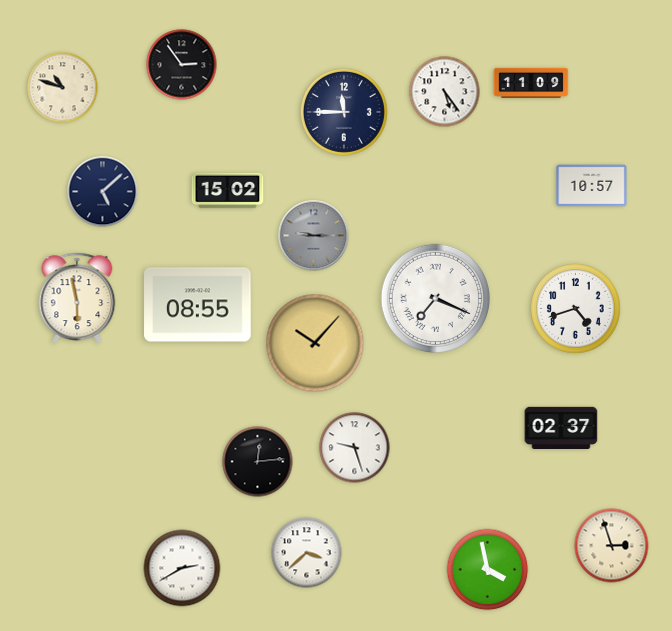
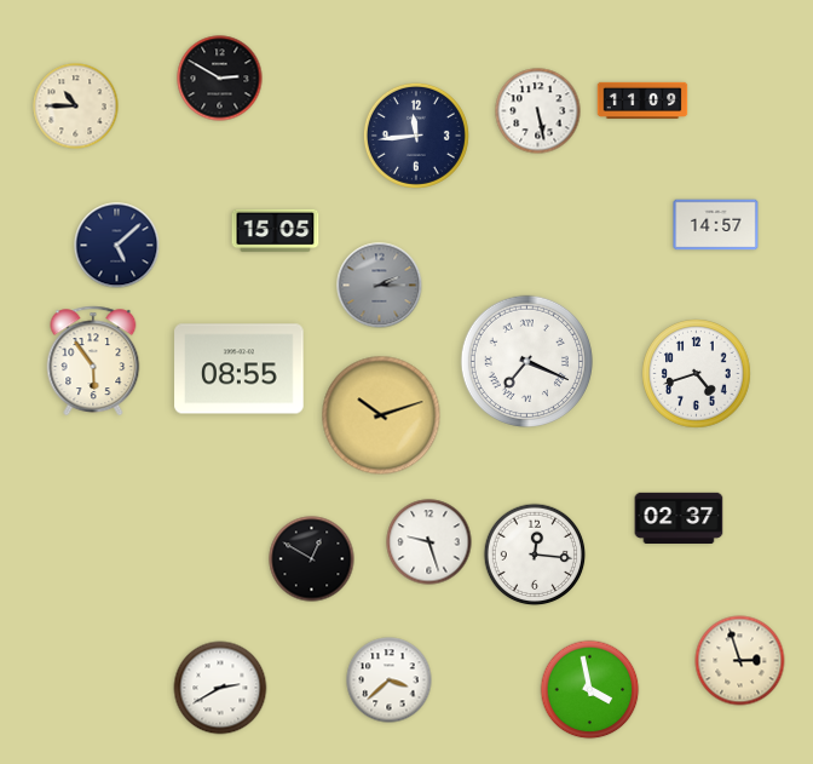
clock at (182, 65): 2:54 -> 2:50
clock at (63, 88): 10:48 -> 10:45
clock at (445, 92): 5:24 -> 5:28
clock at (344, 112): 11:45 -> 11:44
clock at (592, 186): 10:57 -> 14:57
clock at (228, 191): 15:02 -> 15:05
clock at (103, 192) position: (103, 192) -> (117, 246)
clock at (314, 236): 9:15 -> 2:15
clock at (77, 298): 5:58 -> 5:54
clock at (315, 343): 10:07 -> 10:12
clock at (535, 555): none -> 12:16
clock at (258, 462): 12:14 -> 12:50
clock at (307, 553) position: (307, 553) -> (390, 680)
